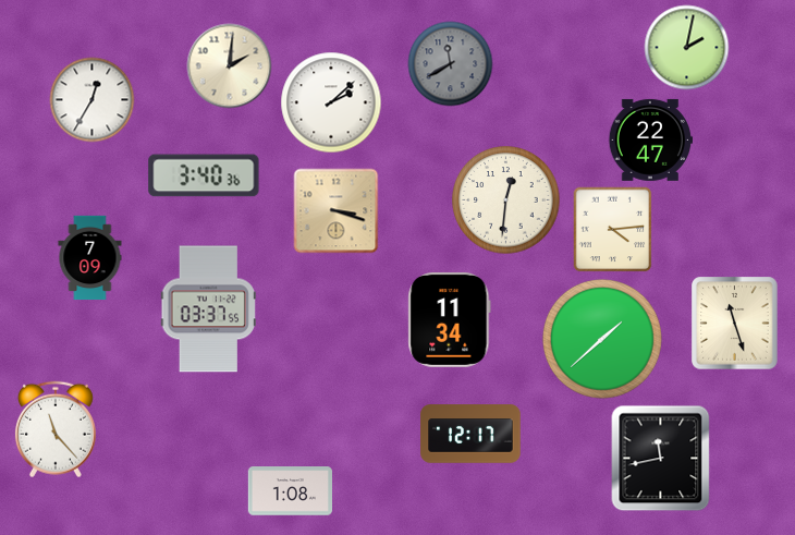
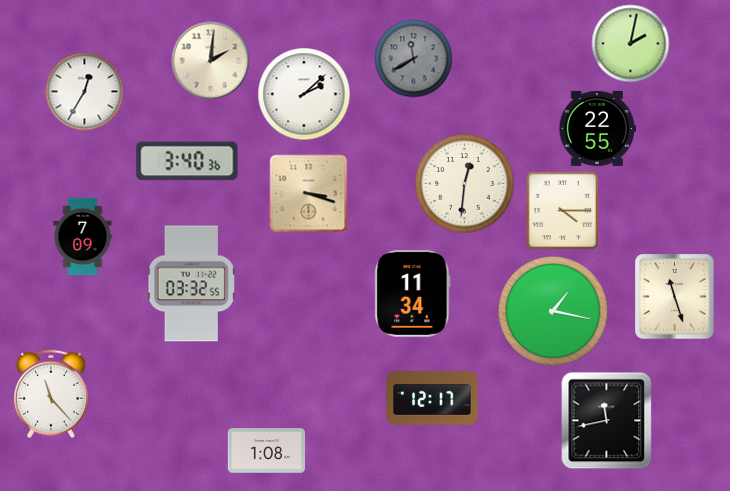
clock at (650, 139): 22:47 -> 22:55
clock at (613, 229): 4:14 -> 4:15
clock at (208, 309): 03:37 -> 03:32
clock at (602, 339): 1:38 -> 1:17
